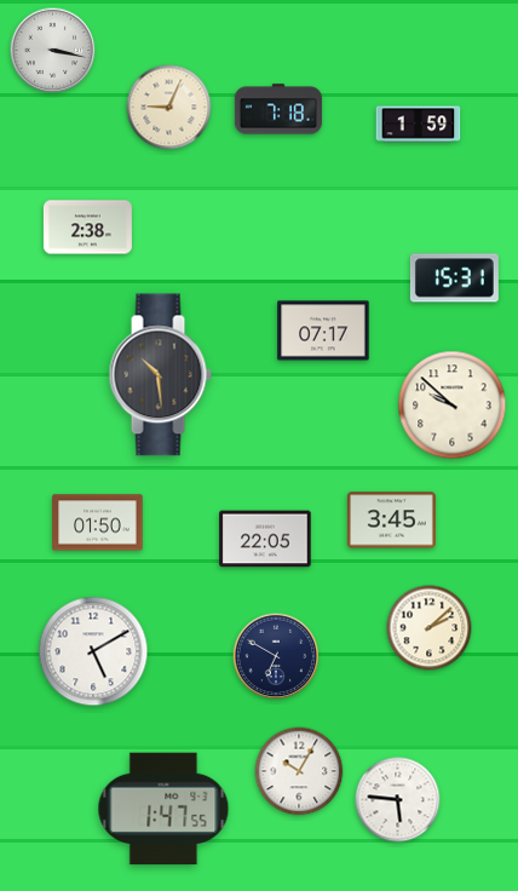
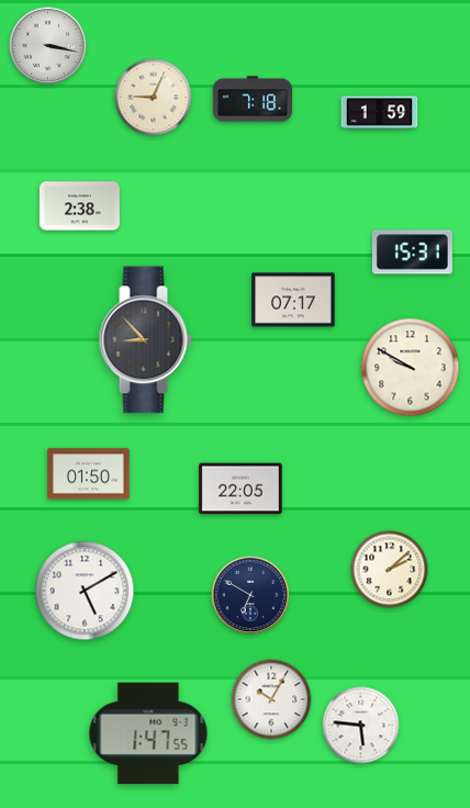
clock at (160, 375): 10:29 -> 8:53
clock at (453, 406): 9:52 -> 9:50
clock at (391, 521): 3:45 -> none
